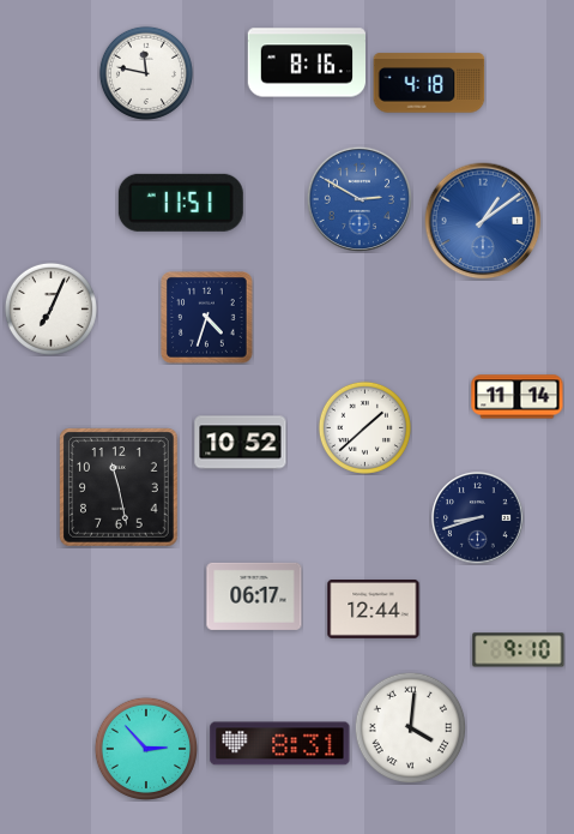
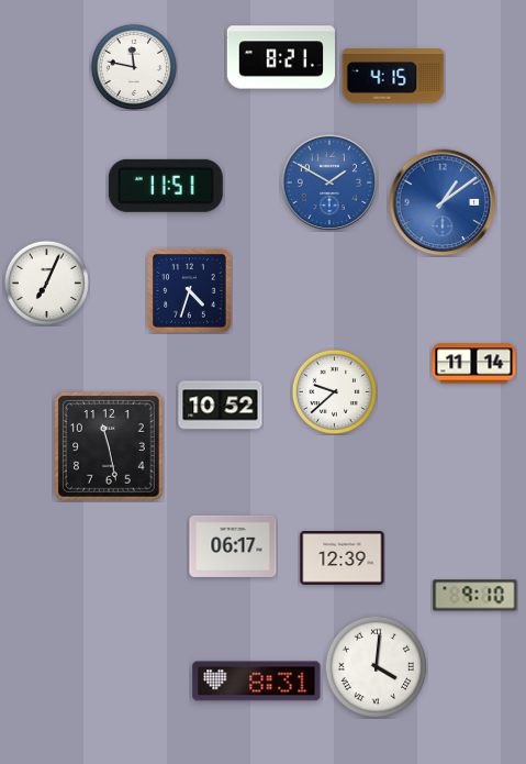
clock at (307, 62): 8:16 -> 8:21
clock at (429, 83): 4:18 -> 4:15
clock at (359, 199): 2:50 -> 1:50
clock at (364, 427): 1:38 -> 9:38
clock at (478, 518): 8:42 -> none
clock at (374, 610): 12:44 -> 12:39
clock at (145, 748): 2:53 -> none
